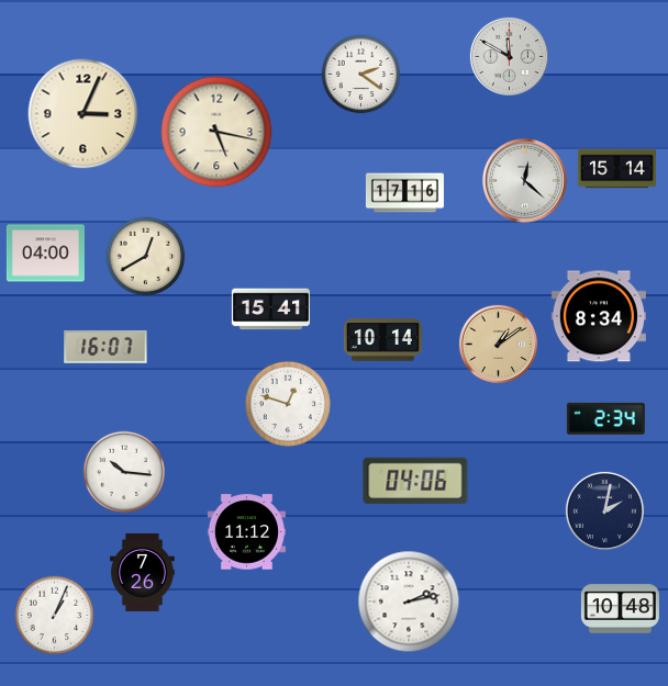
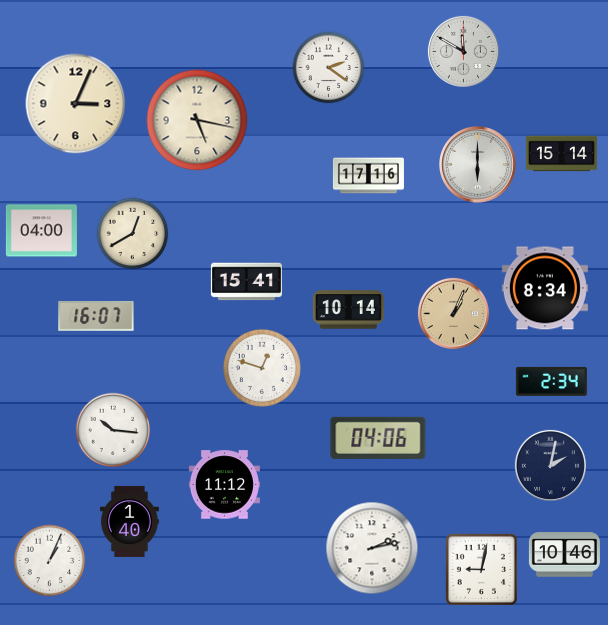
clock at (525, 181): 12:22 -> 6:00
clock at (498, 344): 1:09 -> 1:04
clock at (143, 572): 7:26 -> 1:40
clock at (620, 609): 10:48 -> 10:46
clock at (481, 569): none -> 9:02
